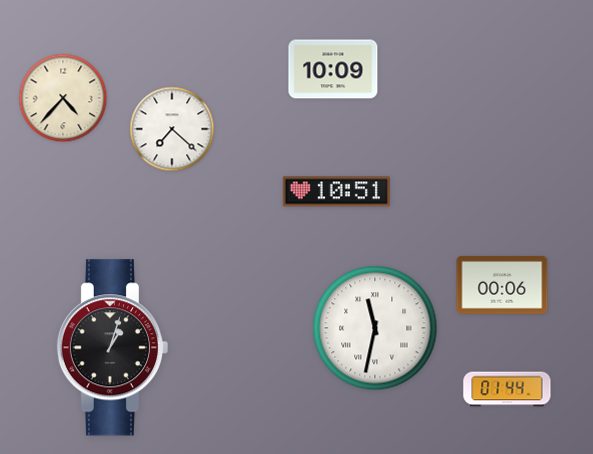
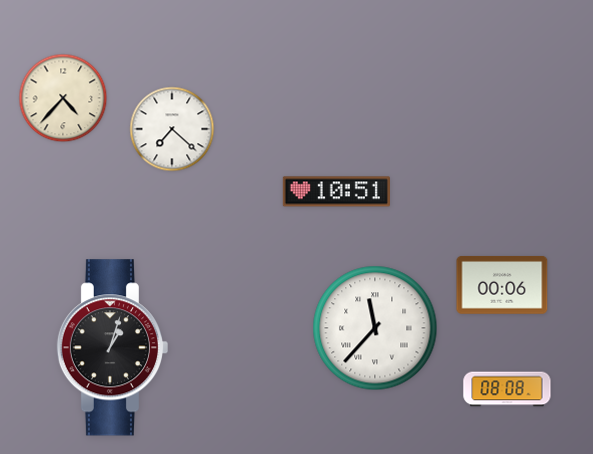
clock at (333, 69): 10:09 -> none
clock at (375, 328): 11:32 -> 11:37
clock at (507, 389): 01:44 -> 08:08
